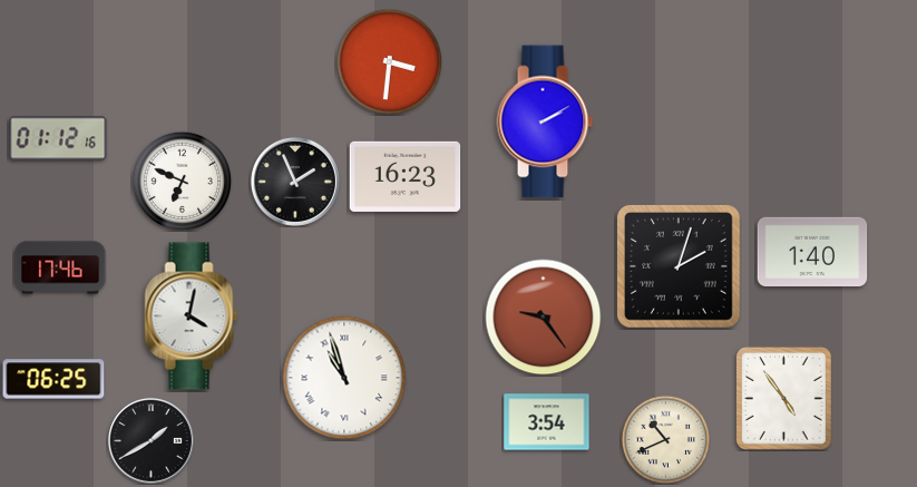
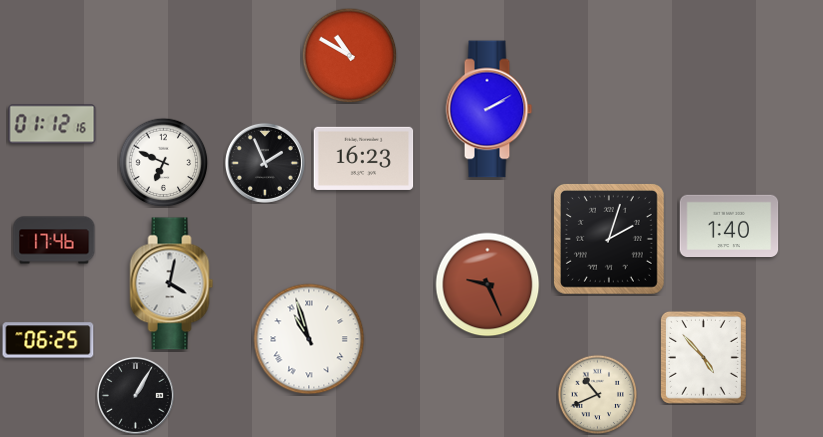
clock at (389, 61): 3:31 -> 10:50
clock at (544, 318): 9:24 -> 9:26
clock at (783, 398): 4:54 -> 4:53
clock at (547, 422): 3:54 -> none
clock at (150, 440): 1:40 -> 1:05
